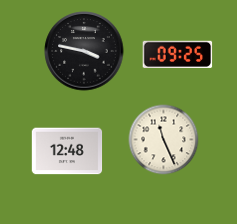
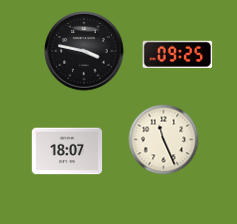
clock at (67, 151): 12:48 -> 18:07
